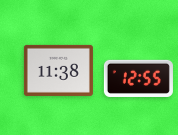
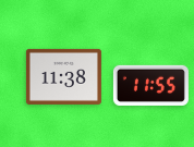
clock at (138, 78): 12:55 -> 11:55
